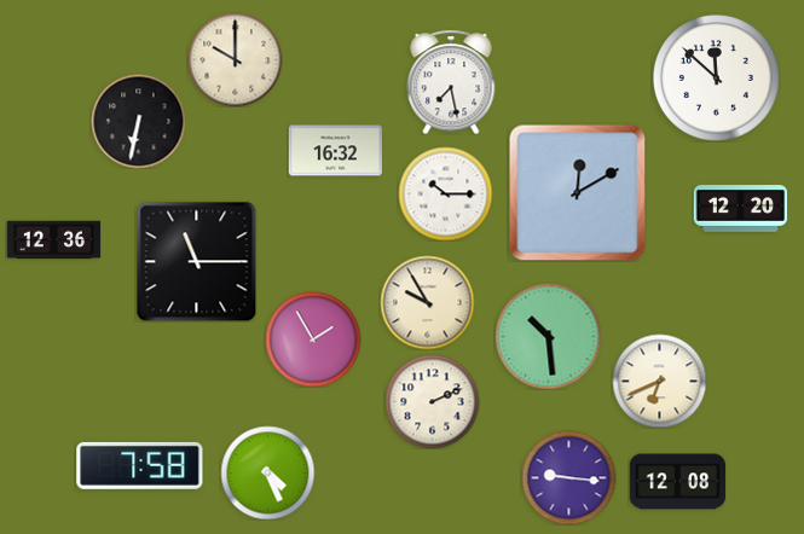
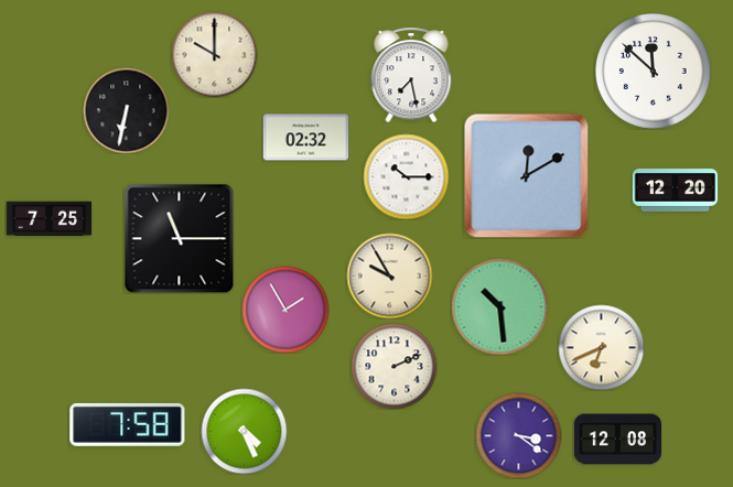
clock at (335, 151): 16:32 -> 02:32
clock at (53, 240): 12:36 -> 7:25
clock at (568, 477): 9:16 -> 3:21
